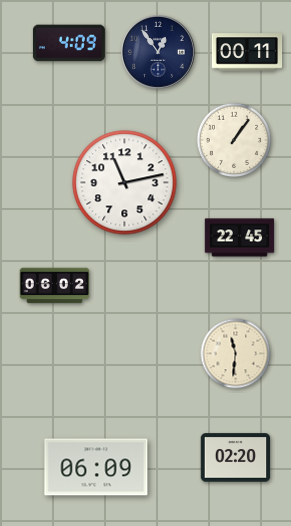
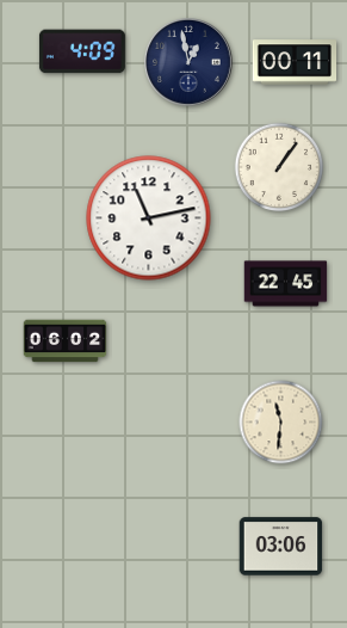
clock at (158, 52): 12:54 -> 12:58
clock at (236, 458): 02:20 -> 03:06
clock at (96, 467): 06:09 -> none
